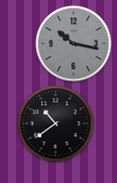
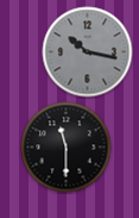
clock at (56, 124): 10:39 -> 11:30
